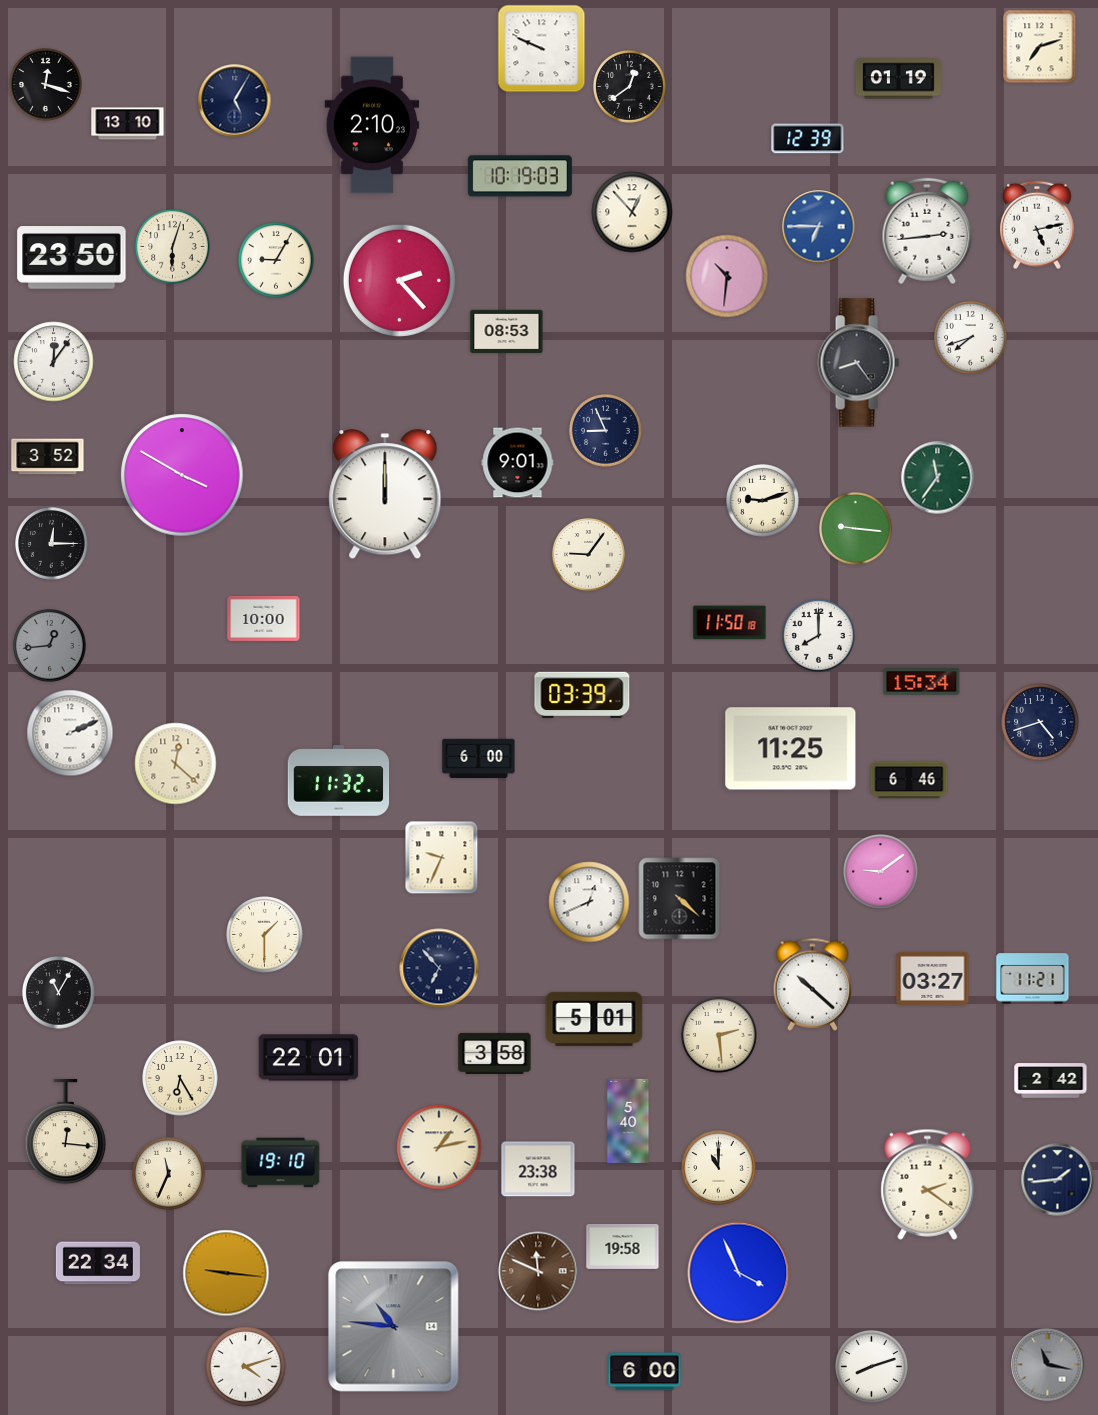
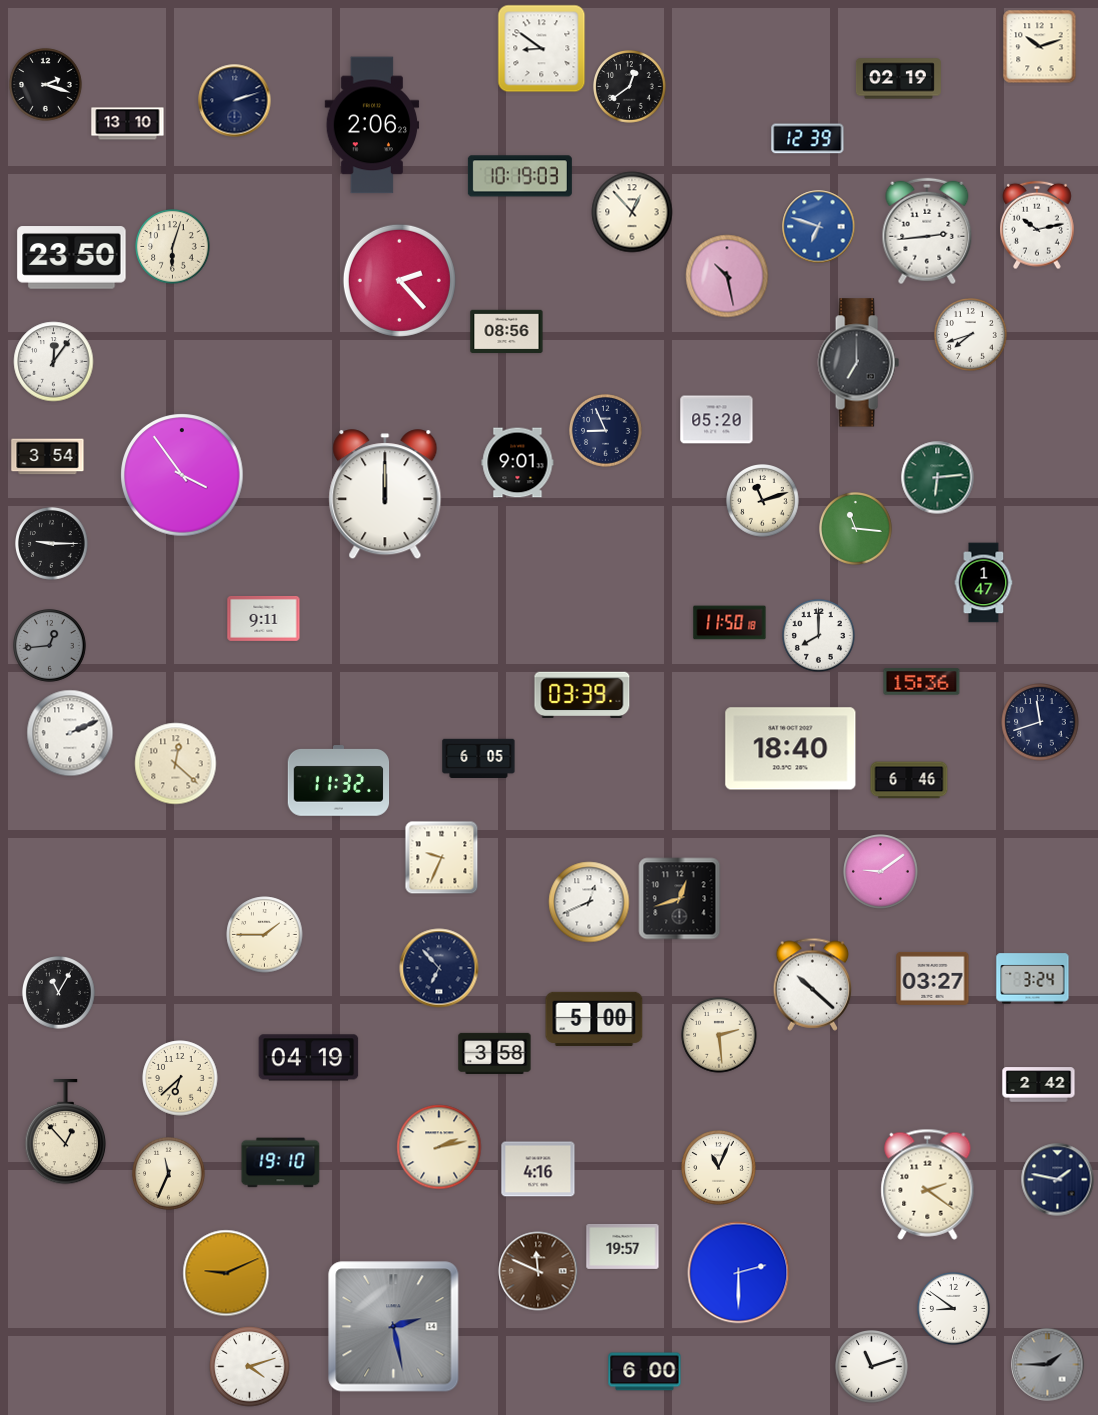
clock at (1040, 47): 7:12 -> 10:12
clock at (542, 49): 9:49 -> 8:51
clock at (898, 79): 01:19 -> 02:19
clock at (46, 85): 12:18 -> 2:18
clock at (235, 101): 5:05 -> 2:12
clock at (372, 125): 2:10 -> 2:06
clock at (1038, 225): 5:13 -> 10:13
clock at (819, 227): 6:45 -> 6:48
clock at (276, 260): 9:05 -> none
clock at (727, 276): 10:31 -> 10:28
clock at (507, 332): 08:53 -> 08:56
clock at (971, 338) position: (971, 338) -> (971, 335)
clock at (858, 363): 8:24 -> 7:00
clock at (717, 420): none -> 05:20
clock at (48, 457): 3:52 -> 3:54
clock at (182, 475): 3:50 -> 3:54
clock at (938, 478): 11:36 -> 6:14
clock at (763, 501): 9:12 -> 11:12
clock at (856, 529): 9:16 -> 11:16
clock at (52, 544): 12:15 -> 9:15
clock at (589, 555): 9:06 -> none
clock at (984, 583): none -> 1:47
clock at (264, 618): 10:00 -> 9:11
clock at (922, 682): 15:34 -> 15:36
clock at (1040, 722): 4:42 -> 11:42
clock at (791, 749): 11:25 -> 18:40
clock at (479, 759): 6:00 -> 6:05
clock at (680, 899): 4:22 -> 12:42
clock at (265, 935): 1:30 -> 1:45
clock at (1033, 979): 11:21 -> 3:24
clock at (594, 1019): 5:01 -> 5:00
clock at (309, 1058): 22:01 -> 04:19
clock at (180, 1078): 6:25 -> 6:38
clock at (1051, 1081) position: (1051, 1081) -> (1039, 1085)
clock at (628, 1121): 5:40 -> none
clock at (66, 1132): 12:16 -> 12:53
clock at (439, 1147): 1:13 -> 2:13
clock at (719, 1168): 11:00 -> 11:04
clock at (538, 1169): 23:38 -> 4:16
clock at (1058, 1180): 1:44 -> 1:47
clock at (623, 1246): 19:58 -> 19:57
clock at (98, 1263): 22:34 -> none
clock at (226, 1273): 9:16 -> 9:11
clock at (739, 1273): 3:56 -> 2:30
clock at (954, 1309): none -> 8:51
clock at (394, 1327): 10:46 -> 2:28
clock at (1048, 1365): 11:17 -> 1:45
clock at (246, 1367) position: (246, 1367) -> (250, 1367)
clock at (872, 1367): 8:12 -> 11:12
